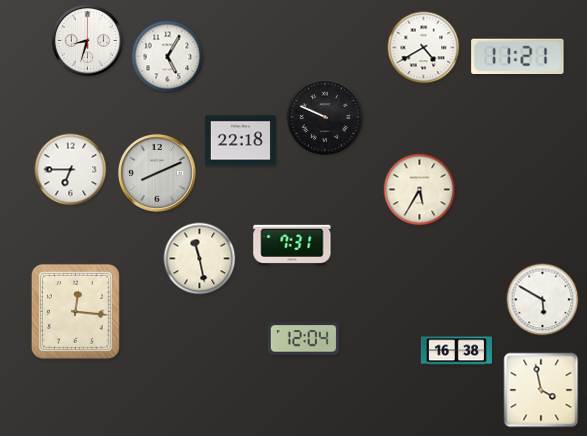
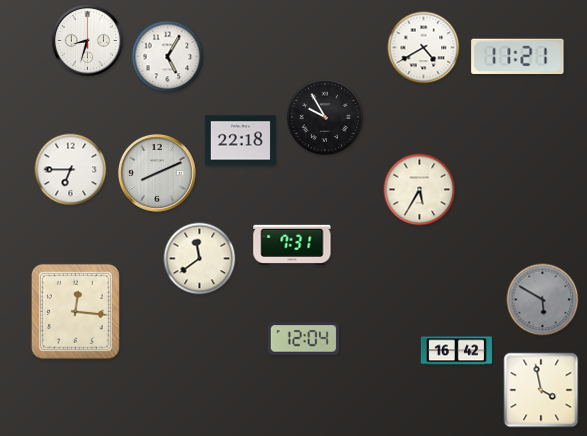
clock at (325, 117): 9:49 -> 9:55
clock at (200, 259): 11:28 -> 11:39
clock at (543, 300) dial: white -> grey
clock at (456, 351): 16:38 -> 16:42
